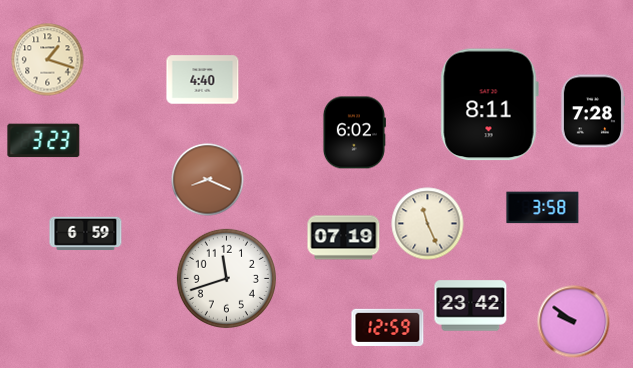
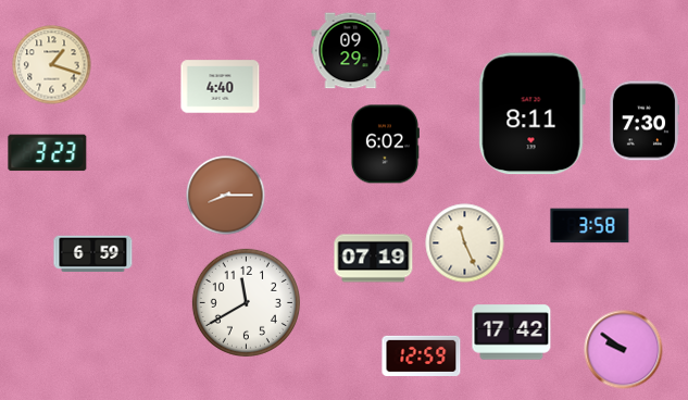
clock at (351, 51): none -> 09:29
clock at (592, 111): 7:28 -> 7:30
clock at (208, 180): 8:19 -> 8:15
clock at (226, 278): 11:42 -> 11:40
clock at (471, 306): 23:42 -> 17:42
